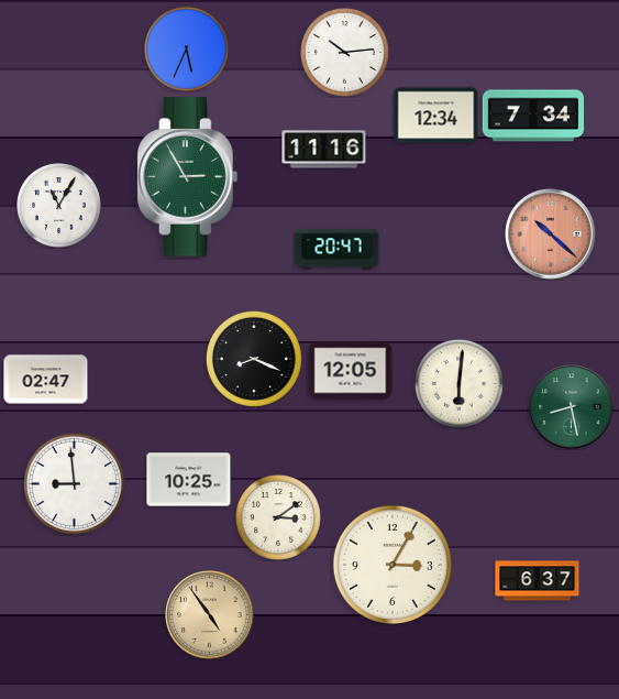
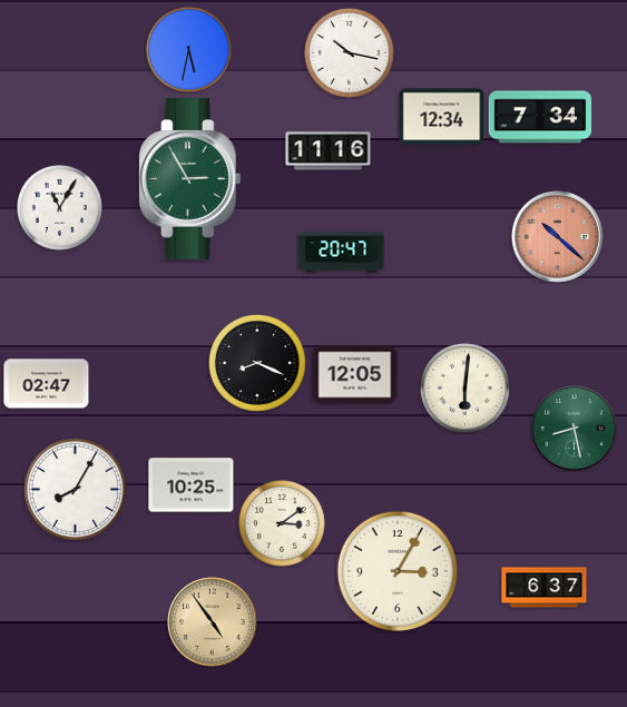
clock at (187, 50): 5:34 -> 5:32
clock at (344, 52): 10:14 -> 10:17
clock at (572, 407) position: (572, 407) -> (575, 429)
clock at (74, 483): 8:59 -> 8:05
